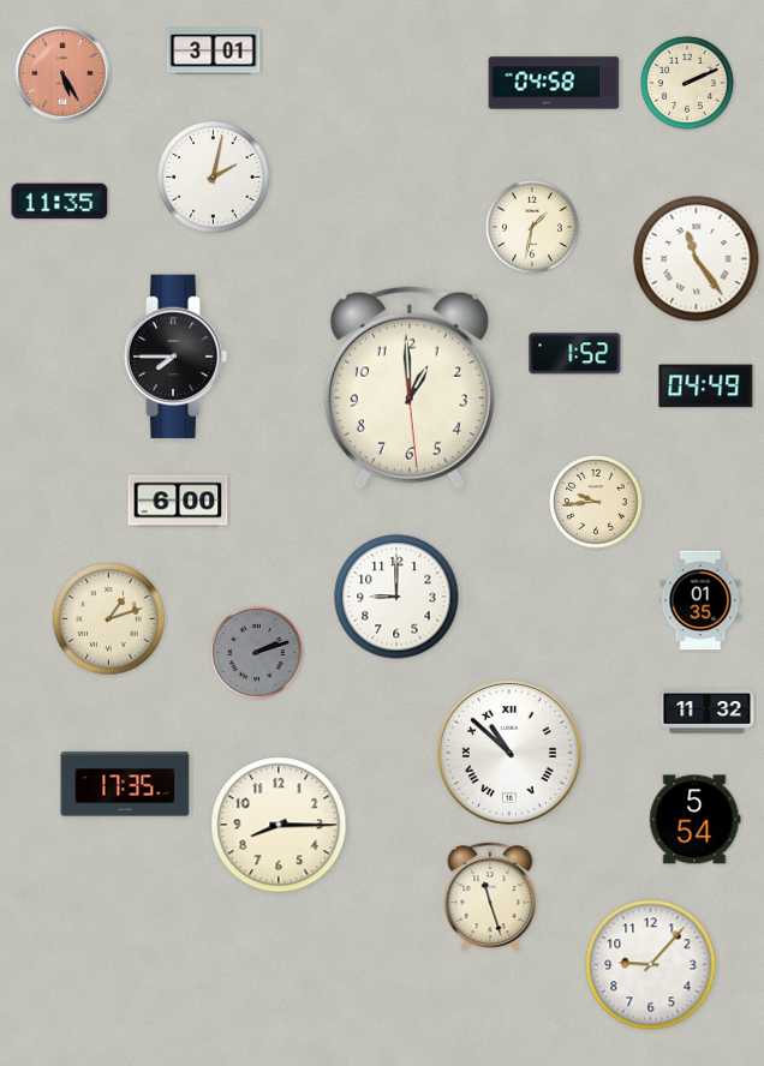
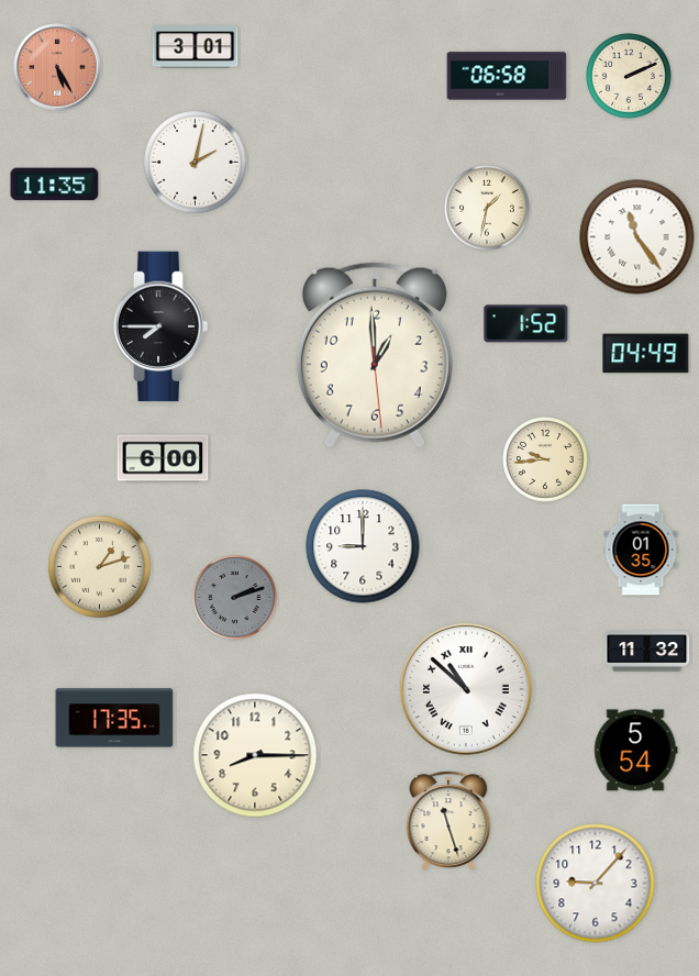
clock at (554, 83): 04:58 -> 06:58
